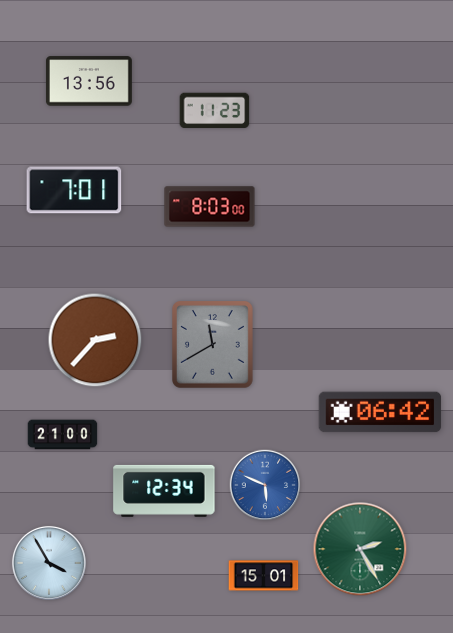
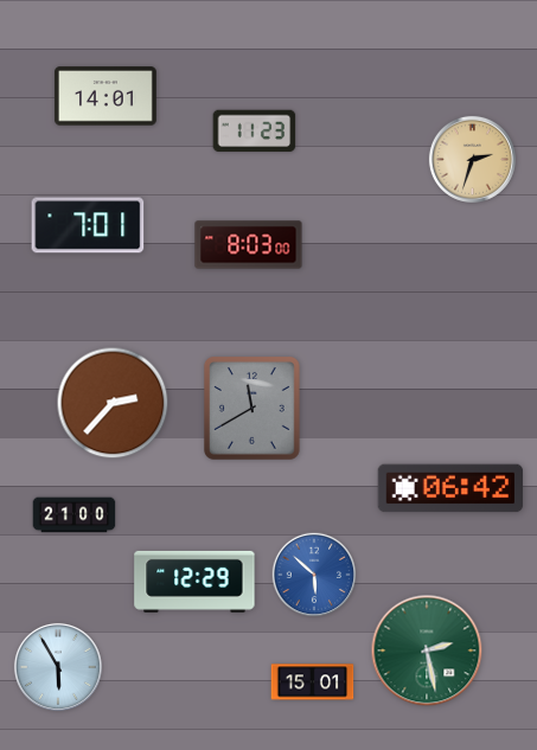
clock at (89, 81): 13:56 -> 14:01
clock at (472, 159): none -> 2:33
clock at (265, 485): 5:49 -> 5:52
clock at (164, 491): 12:34 -> 12:29
clock at (360, 549): 2:25 -> 2:28
clock at (49, 563): 3:55 -> 5:55
